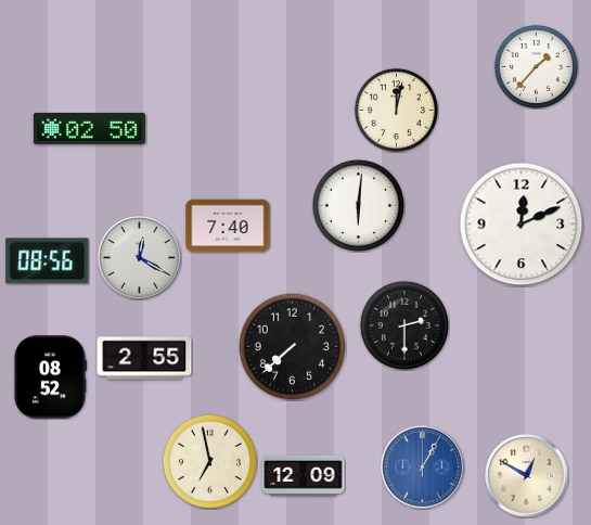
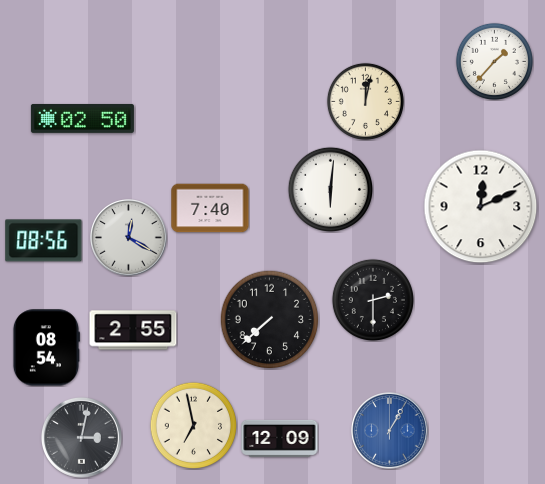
clock at (50, 377): 08:52 -> 08:54
clock at (81, 437): none -> 3:02
clock at (527, 476): 12:50 -> none
